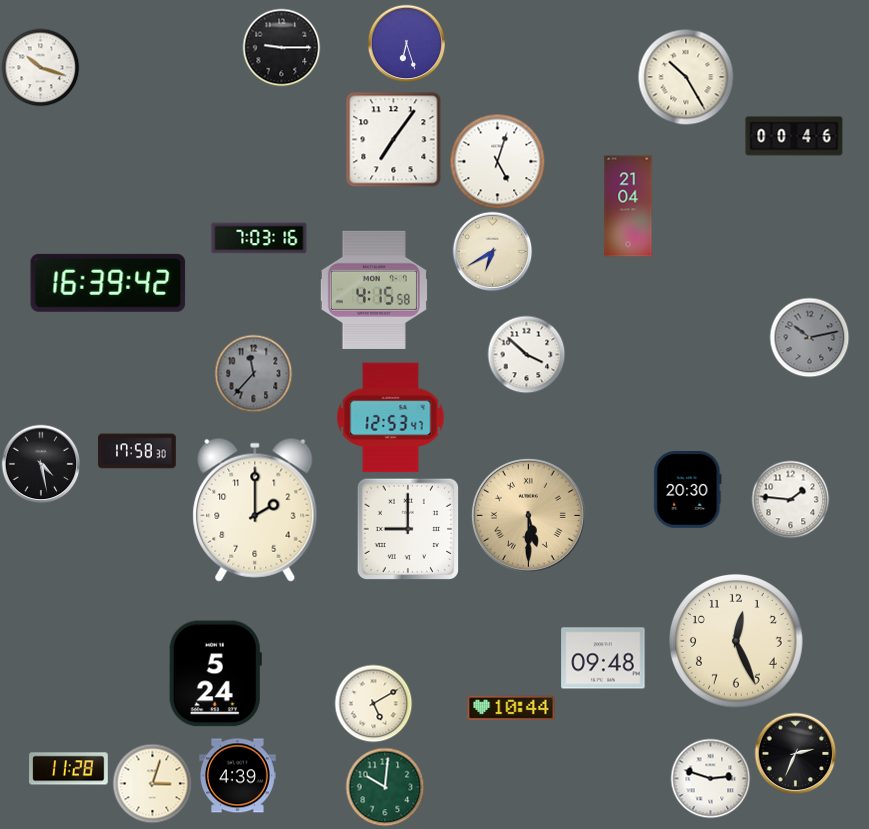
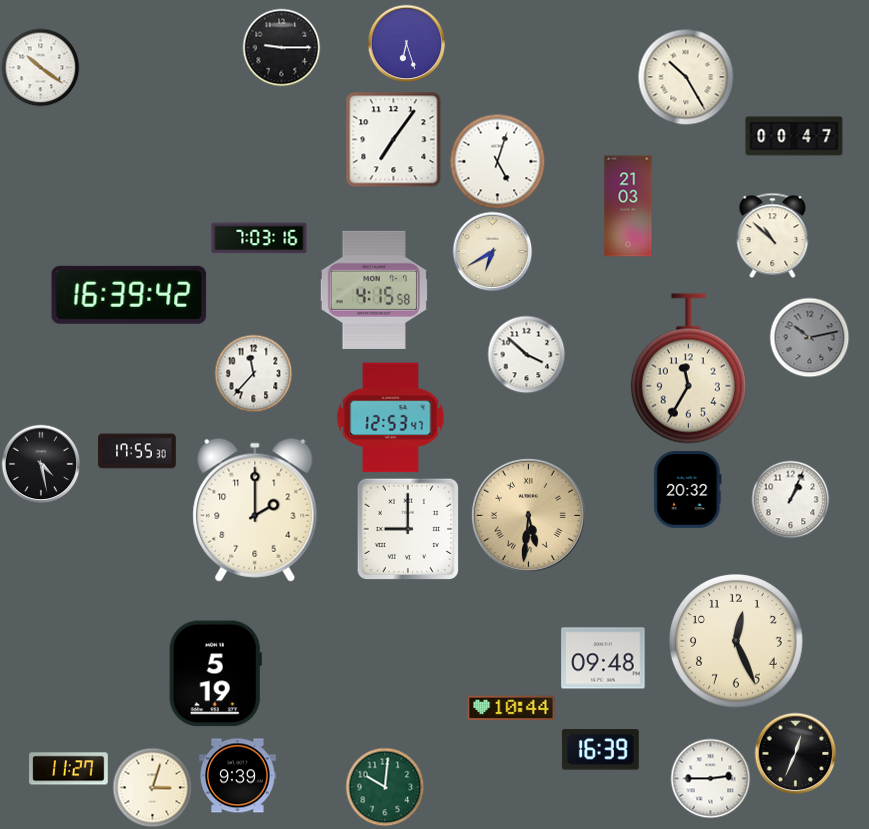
clock at (40, 67): 10:18 -> 10:21
clock at (794, 136): 00:46 -> 00:47
clock at (628, 206): 21:04 -> 21:03
clock at (773, 235): none -> 10:52
clock at (108, 283) position: (108, 283) -> (129, 295)
clock at (688, 369): none -> 11:35
clock at (253, 373) dial: grey -> white
clock at (137, 451): 17:58 -> 17:55
clock at (688, 490): 20:30 -> 20:32
clock at (790, 499): 1:46 -> 1:04
clock at (528, 515): 5:30 -> 5:31
clock at (215, 674): 5:24 -> 5:19
clock at (373, 703): 5:10 -> none
clock at (600, 750): none -> 16:39
clock at (795, 753): 2:34 -> 12:34
clock at (69, 769): 11:28 -> 11:27
clock at (238, 776): 4:39 -> 9:39
clock at (710, 778): 2:48 -> 2:45
clock at (152, 783) position: (152, 783) -> (152, 787)
